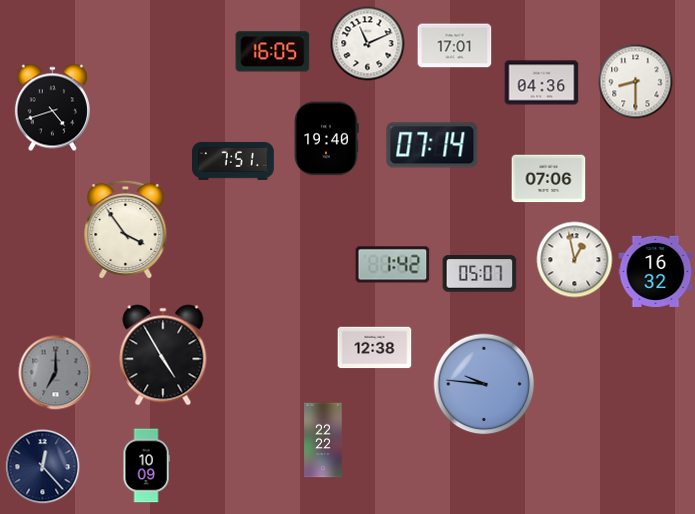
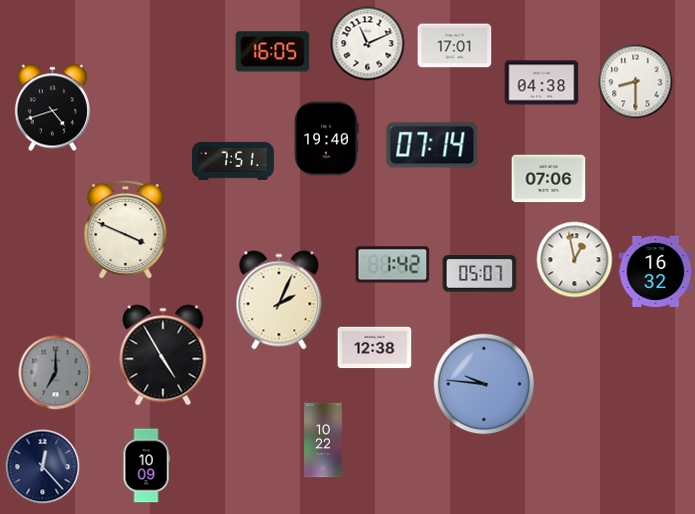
clock at (542, 83): 04:36 -> 04:38
clock at (126, 229): 3:54 -> 3:49
clock at (279, 300): none -> 2:04
clock at (323, 440): 22:22 -> 10:22
